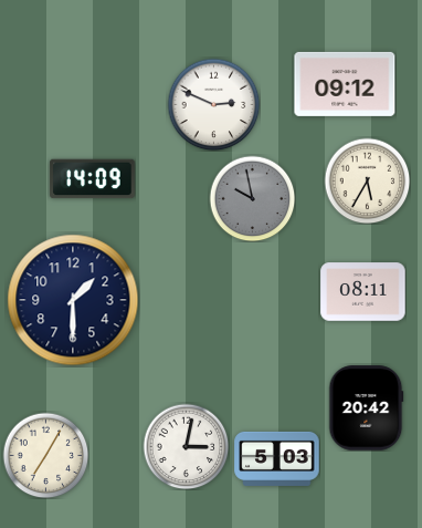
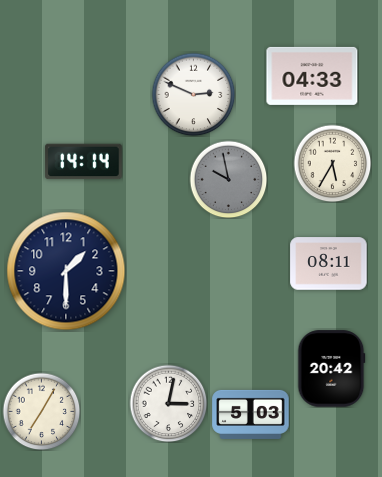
clock at (345, 84): 09:12 -> 04:33
clock at (93, 179): 14:09 -> 14:14
